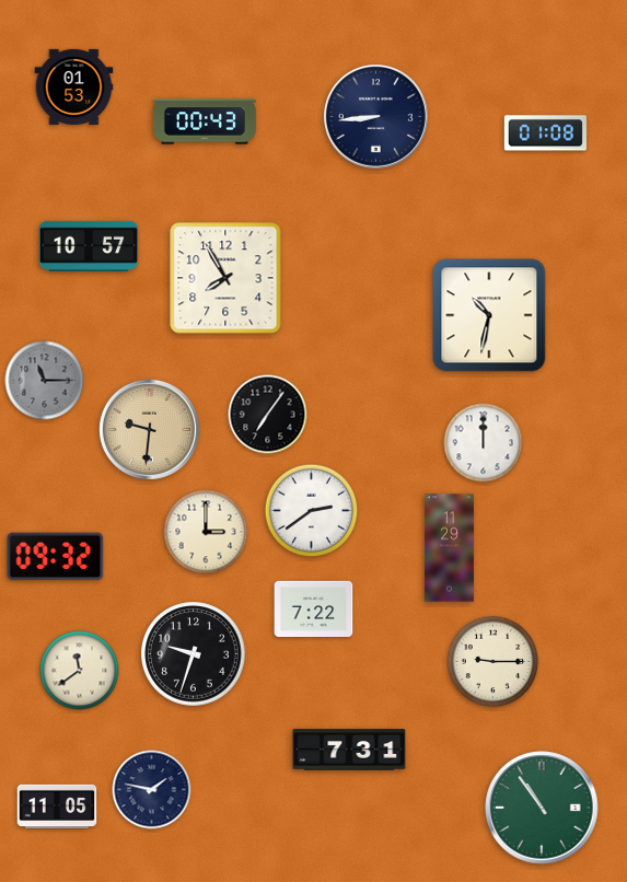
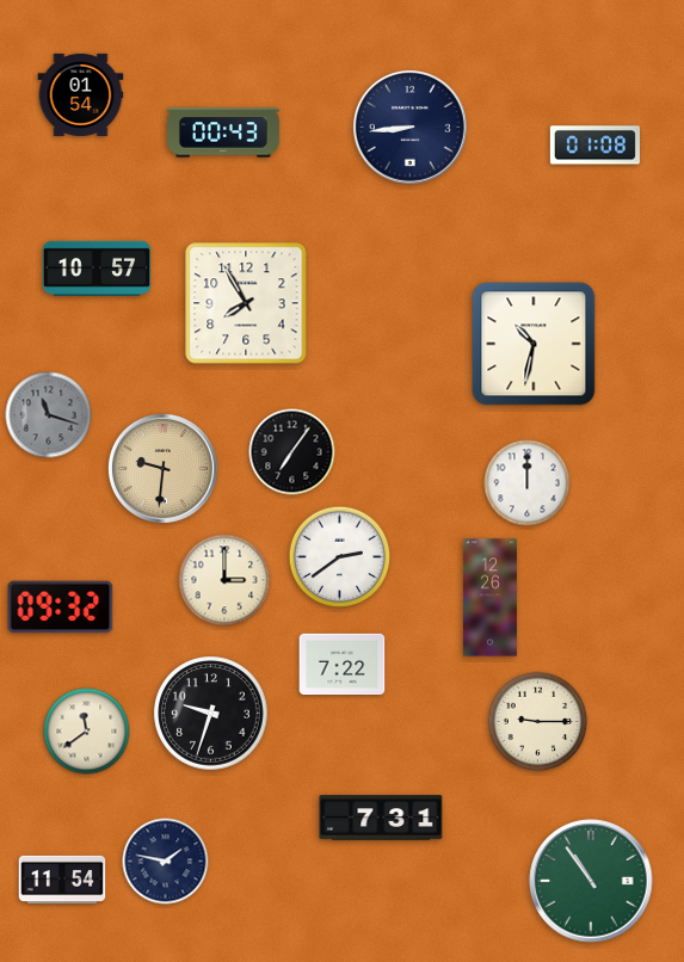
clock at (74, 86): 01:53 -> 01:54
clock at (45, 381): 11:15 -> 11:18
clock at (449, 548): 11:29 -> 12:26
clock at (57, 805): 11:05 -> 11:54
